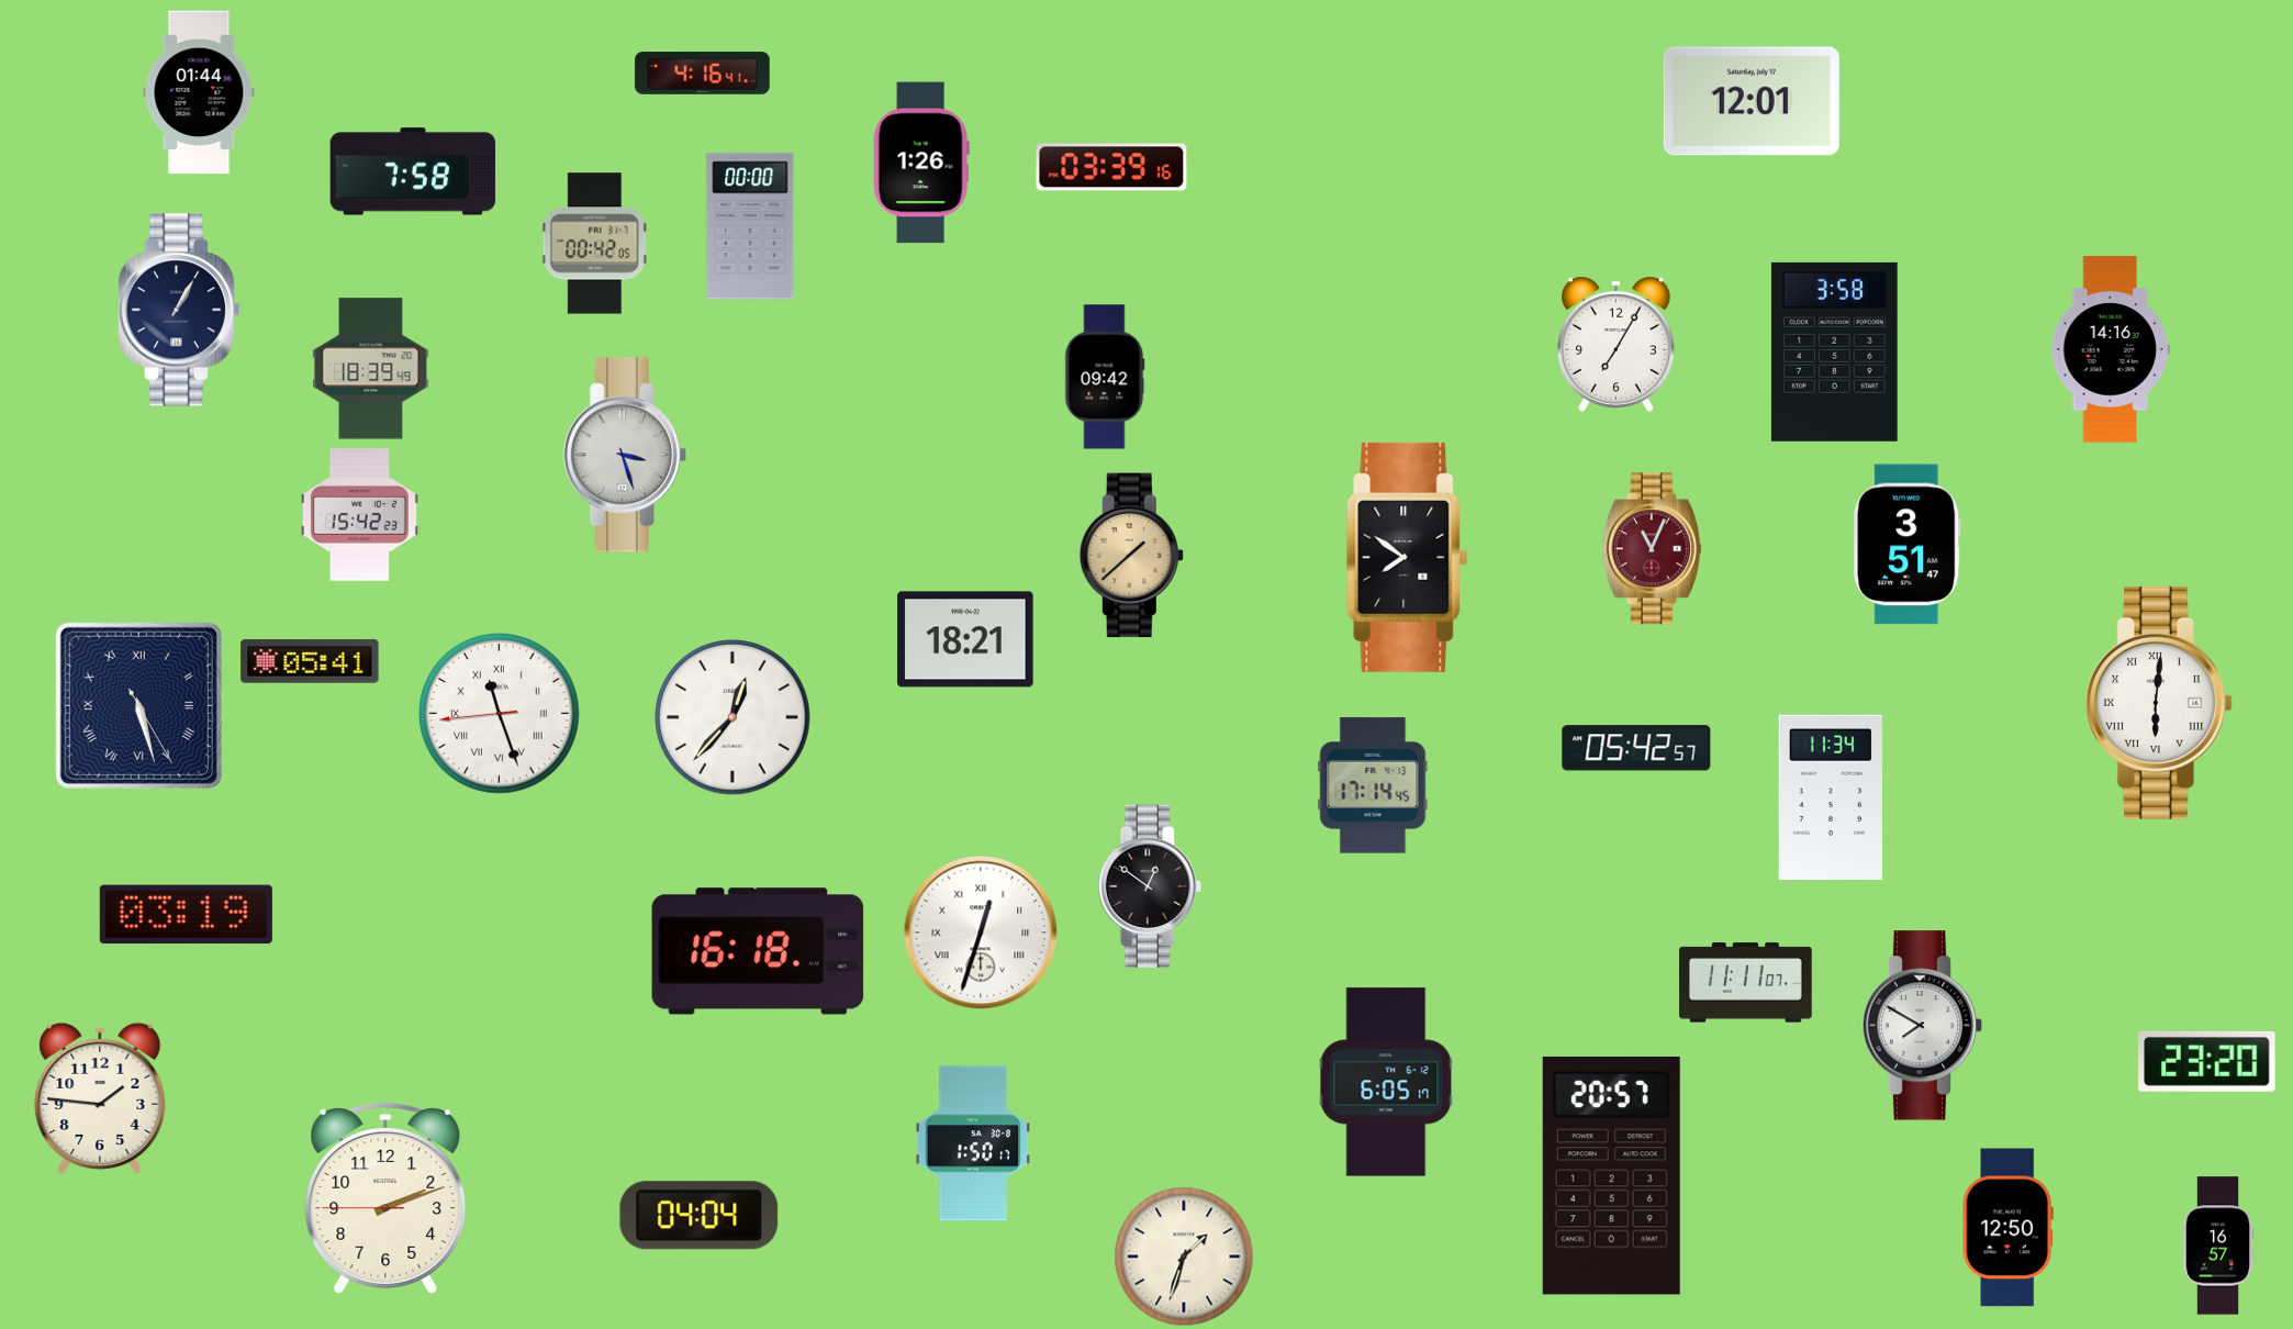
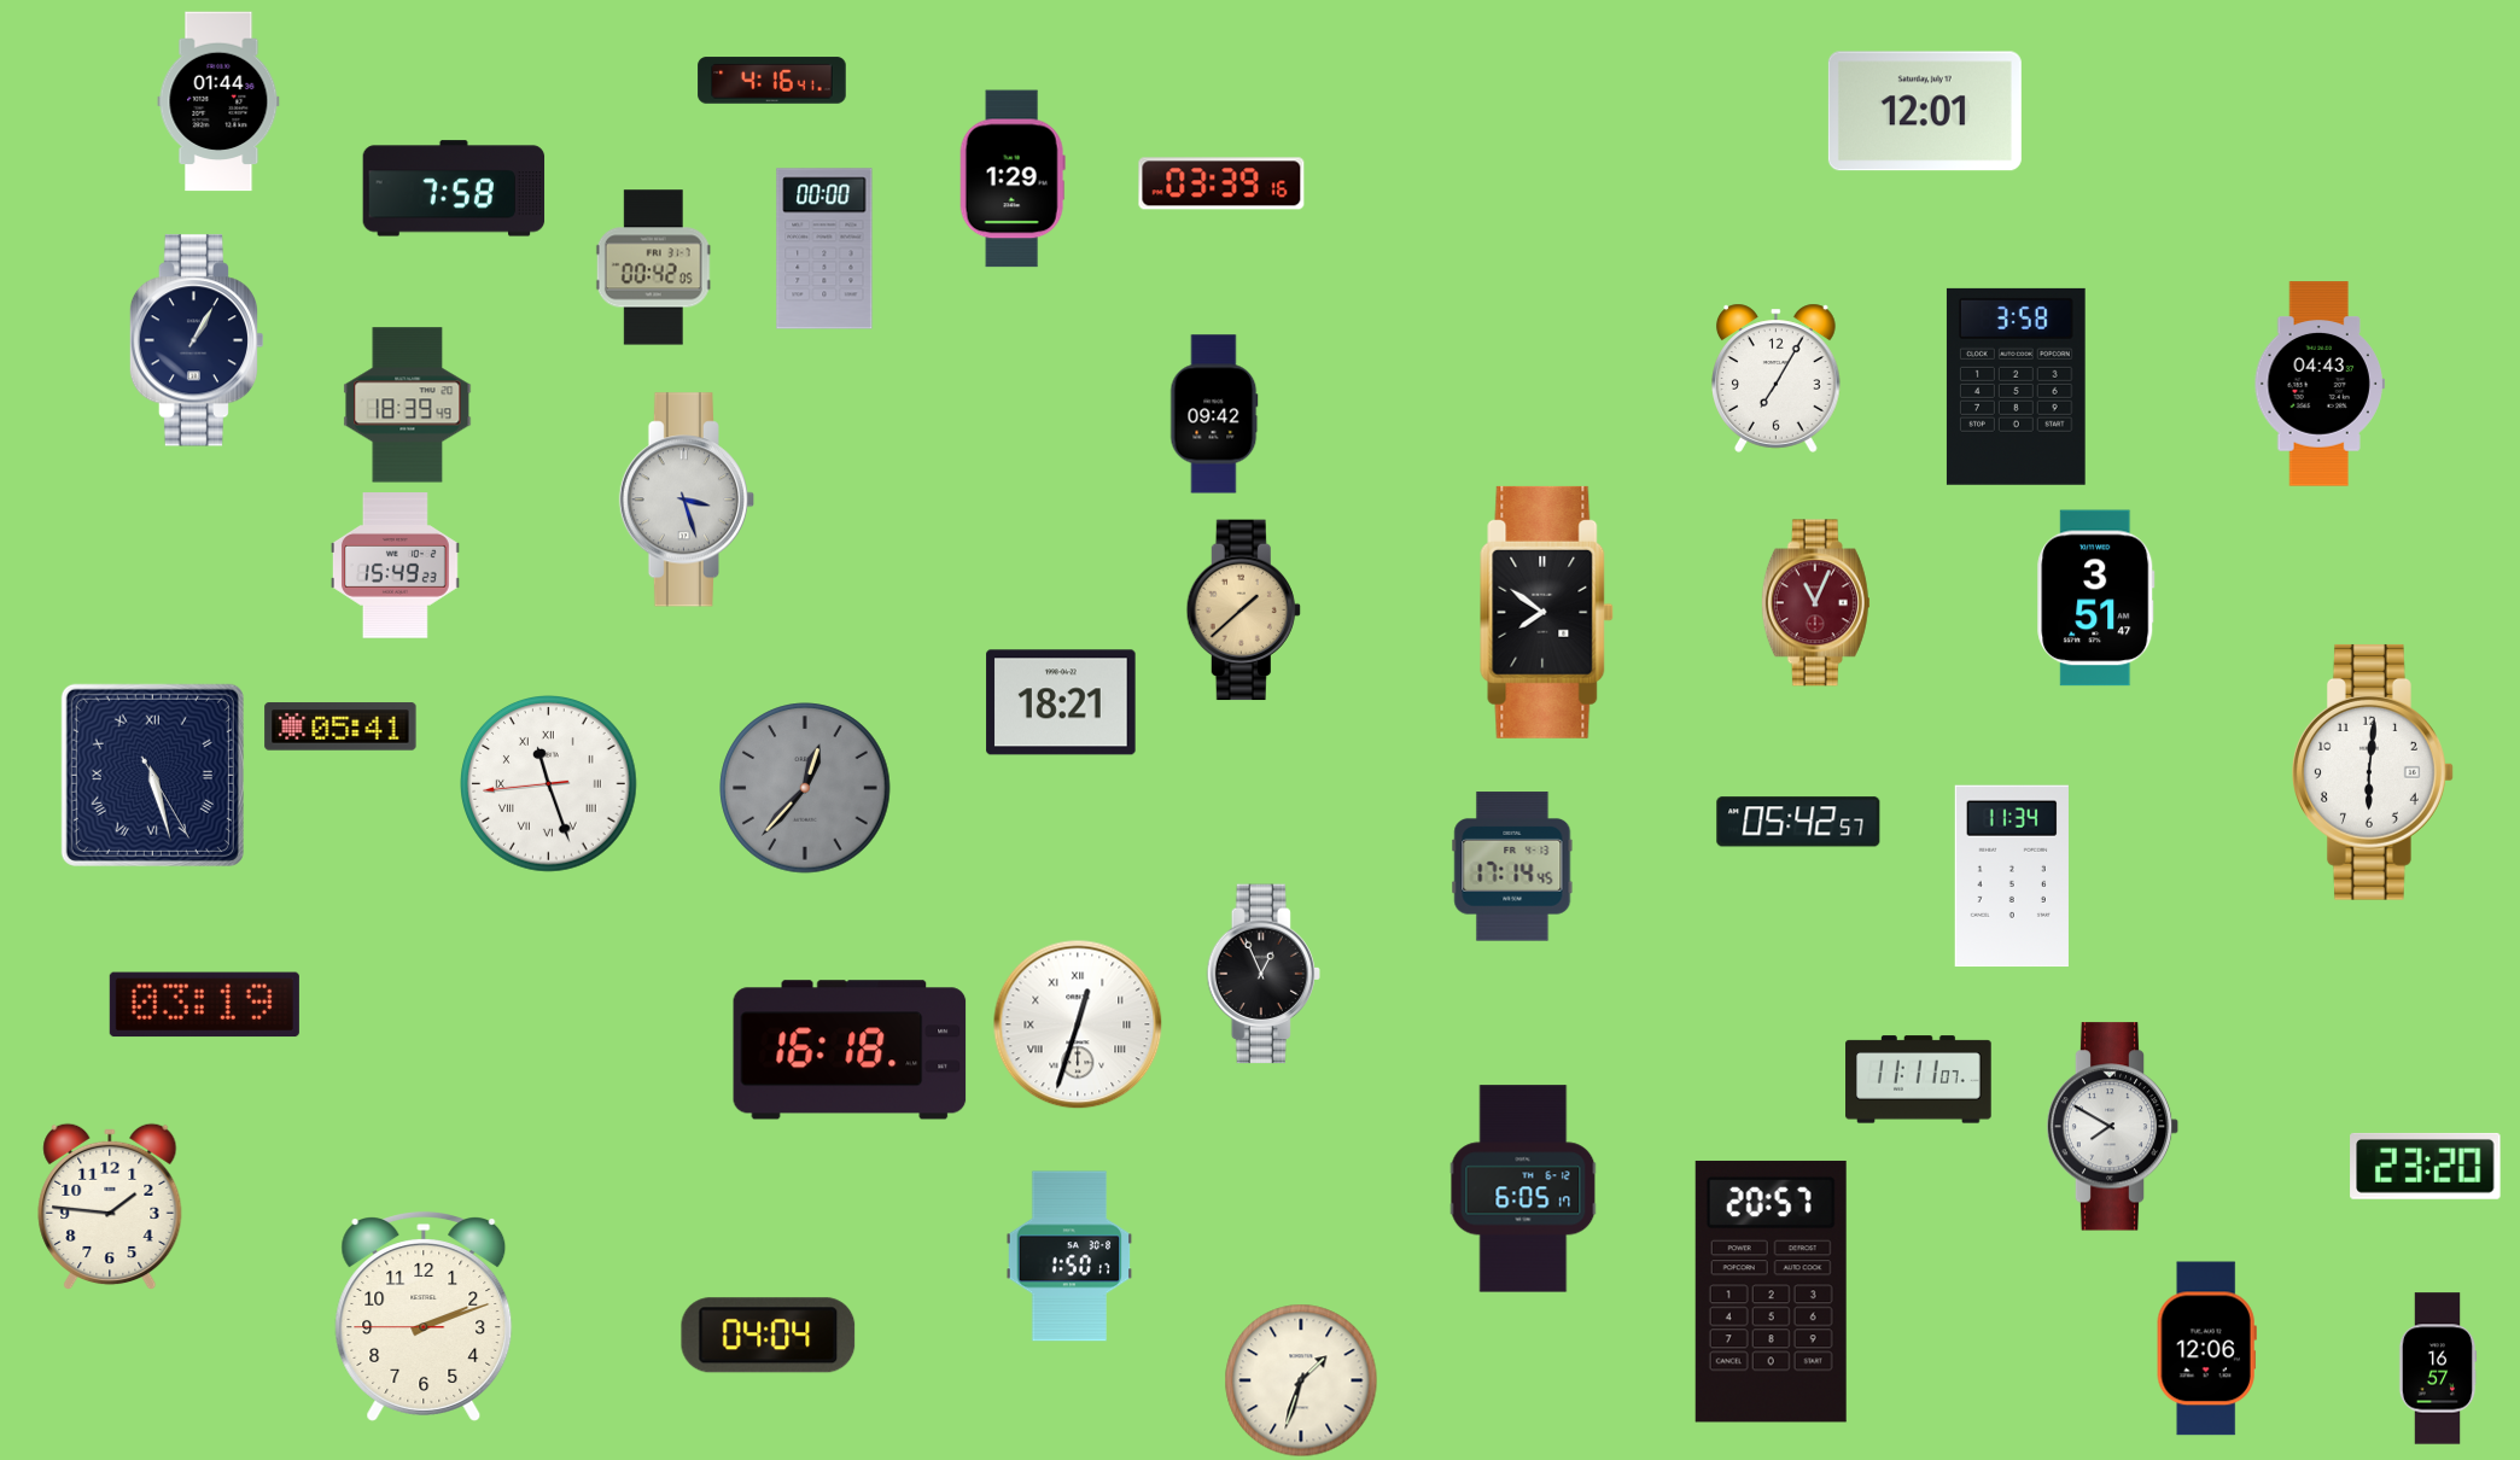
clock at (921, 163): 1:26 -> 1:29
clock at (2111, 349): 14:16 -> 04:43
clock at (359, 515): 15:42 -> 15:49
clock at (2160, 703) numerals: Roman -> Arabic
clock at (732, 717) dial: white -> grey
clock at (1373, 785) position: (1373, 785) -> (1512, 866)
clock at (1150, 886): 12:51 -> 12:56
clock at (758, 951) position: (758, 951) -> (850, 1050)
clock at (2007, 1228): 12:50 -> 12:06
